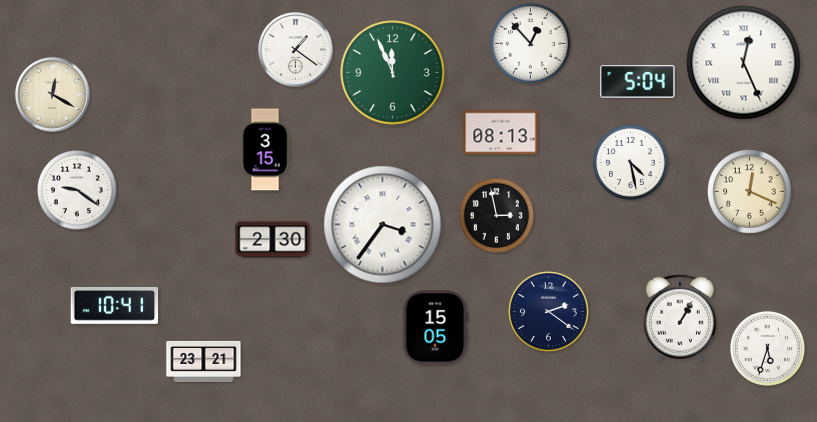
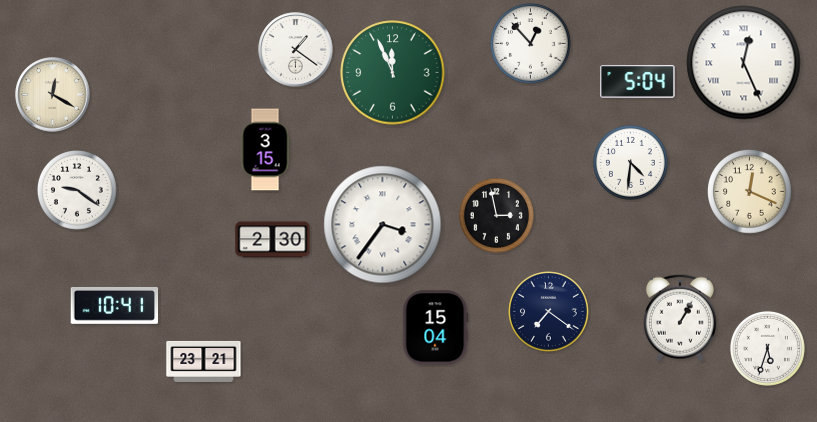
clock at (501, 133): 08:13 -> none
clock at (630, 162): 4:28 -> 4:31
clock at (549, 312): 2:21 -> 7:21
clock at (436, 328): 15:05 -> 15:04
